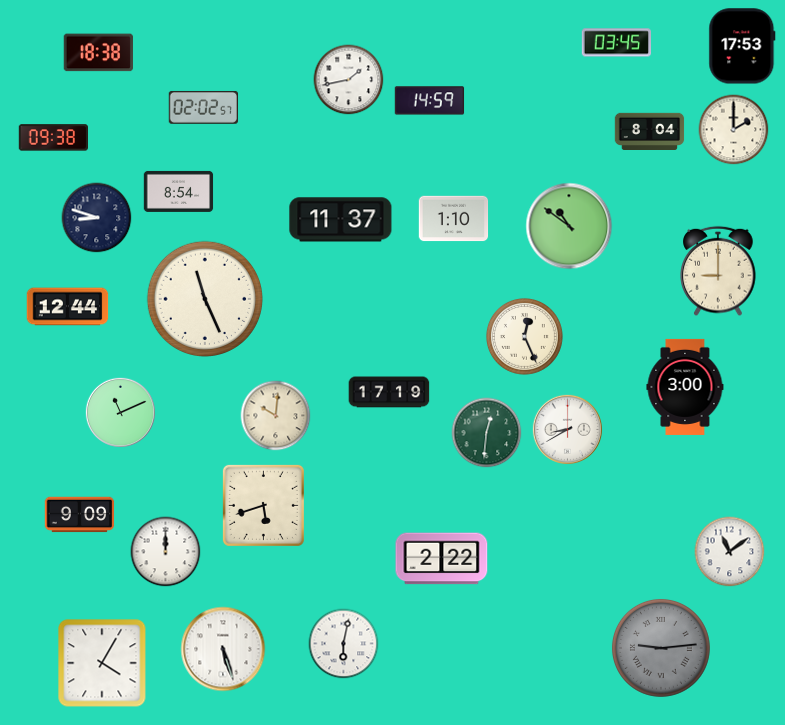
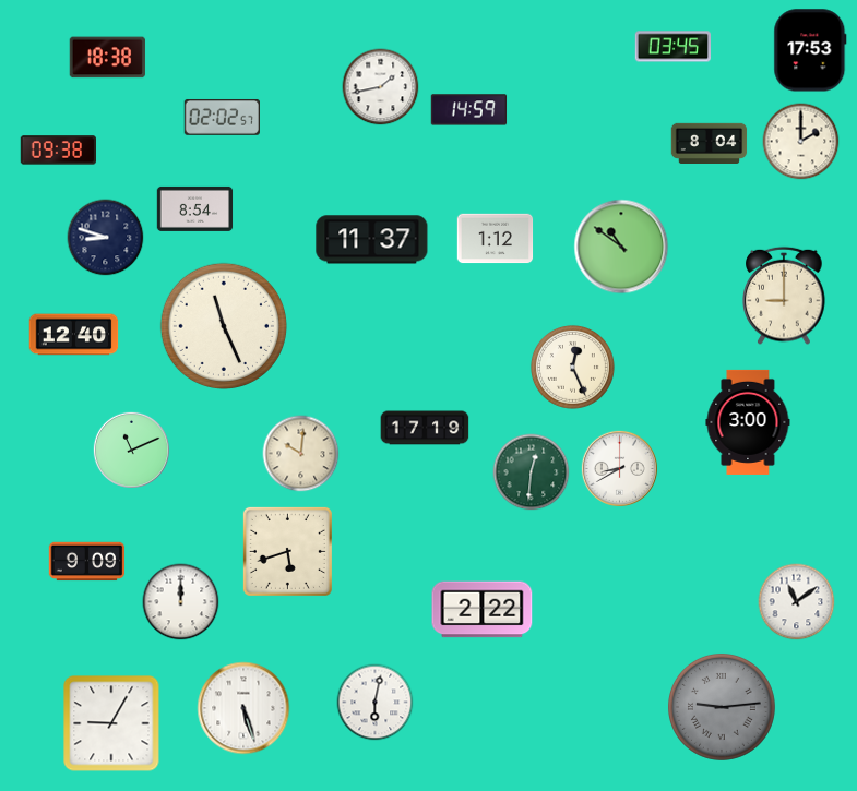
clock at (454, 219): 1:10 -> 1:12
clock at (68, 307): 12:44 -> 12:40
clock at (102, 663): 4:05 -> 9:05
